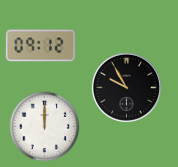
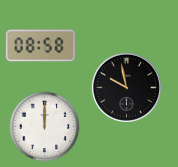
clock at (40, 46): 09:12 -> 08:58
clock at (126, 87): 9:55 -> 9:58
